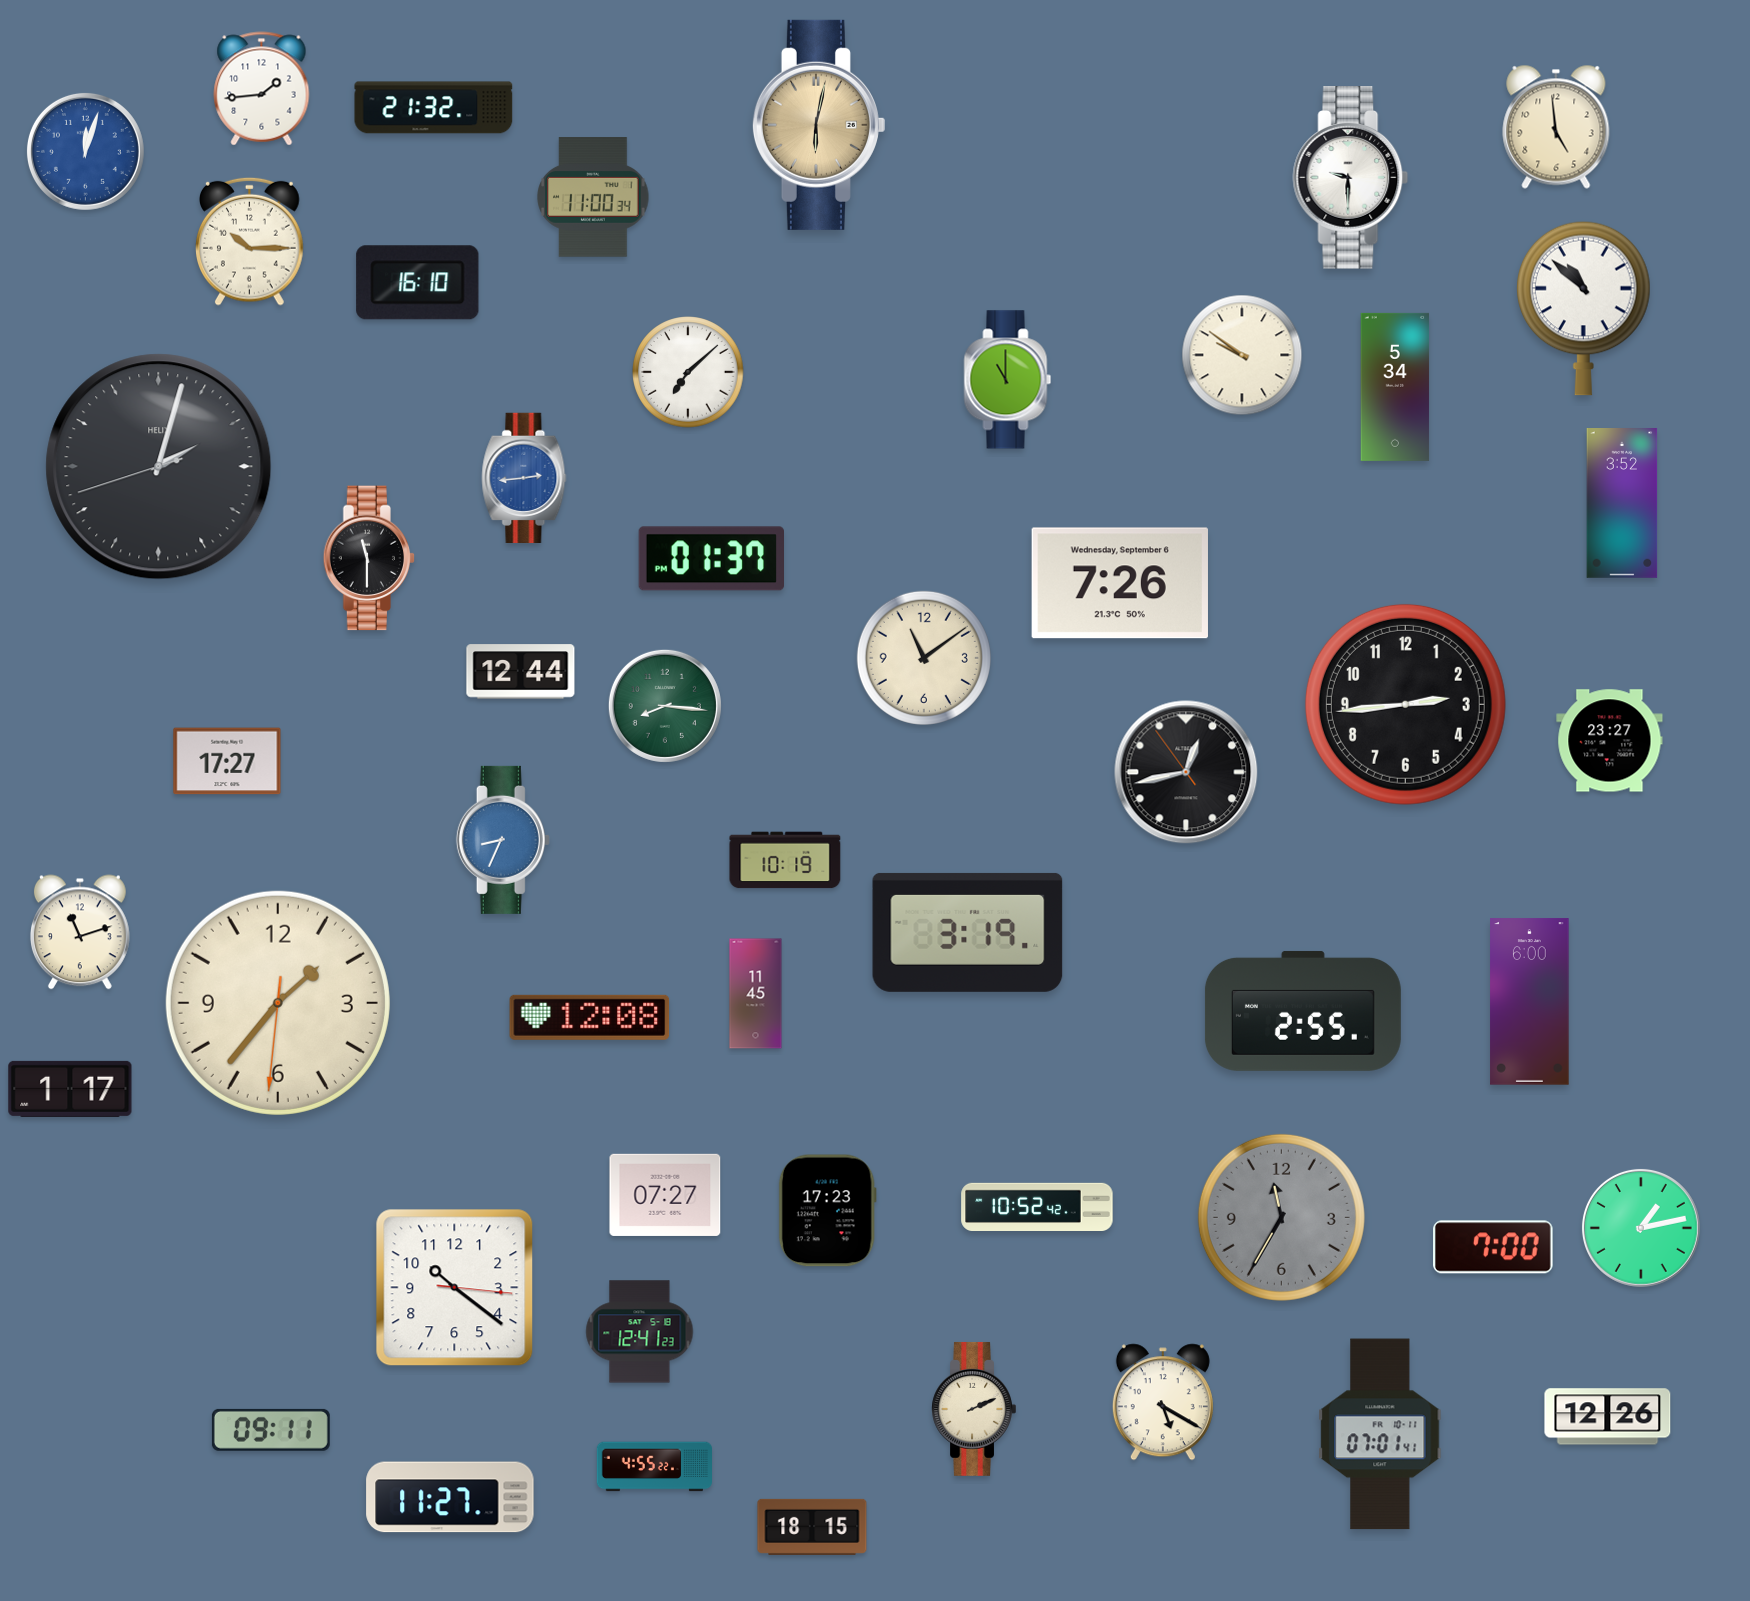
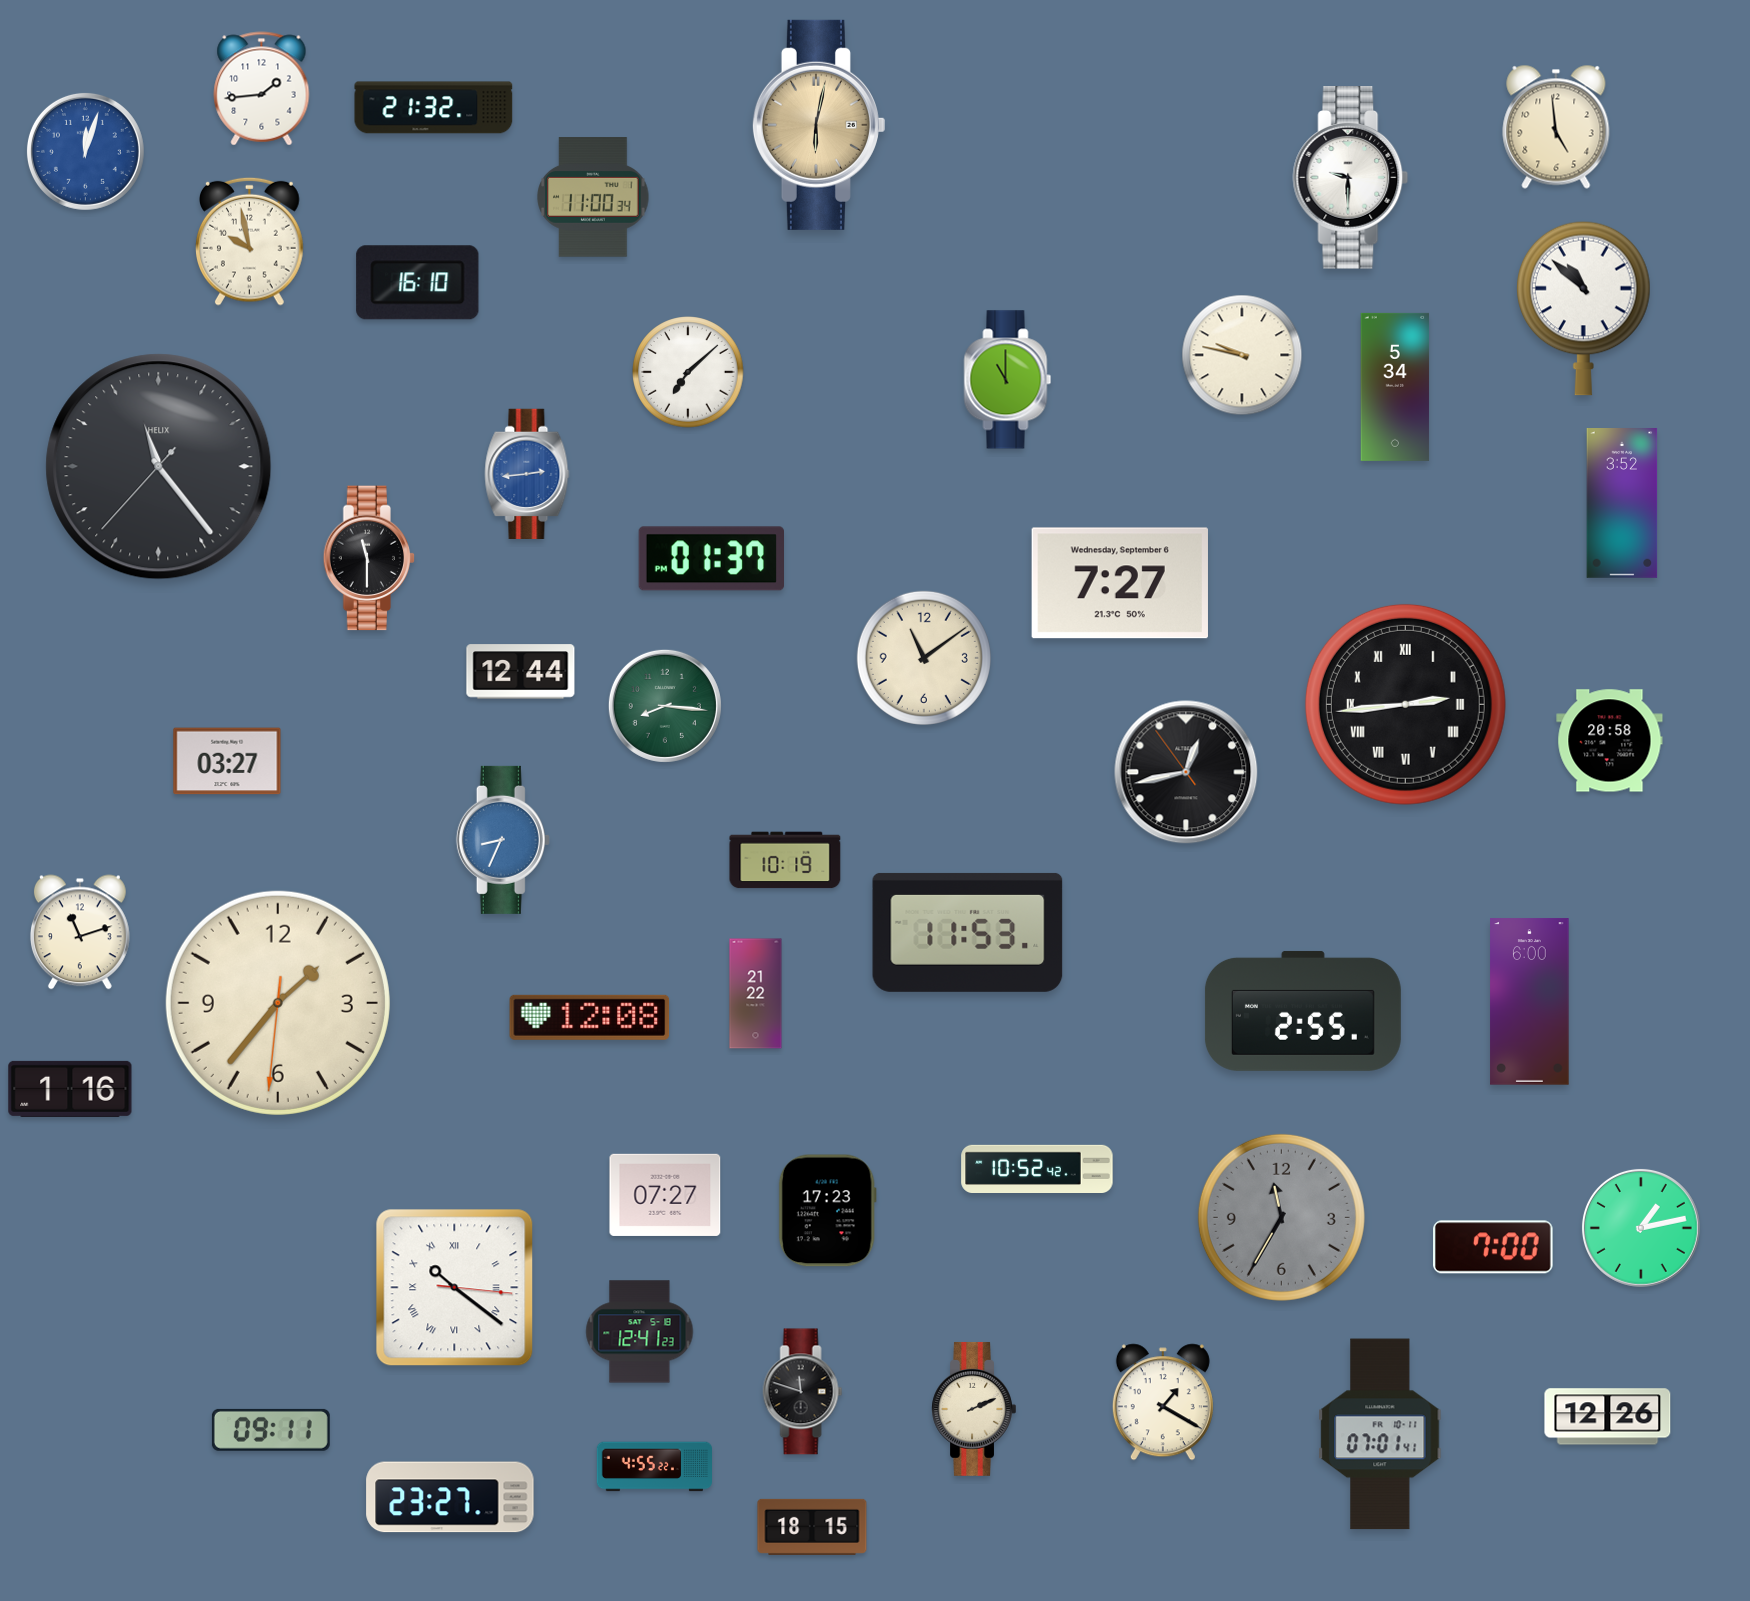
clock at (250, 241): 10:15 -> 9:58
clock at (1242, 355): 9:51 -> 9:47
clock at (159, 467): 2:02 -> 11:23
clock at (524, 477) position: (524, 477) -> (527, 473)
clock at (1120, 583): 7:26 -> 7:27
clock at (1405, 704) numerals: Arabic -> Roman
clock at (1610, 741): 23:27 -> 20:58
clock at (227, 761): 17:27 -> 03:27
clock at (968, 932): 3:19 -> 11:53
clock at (756, 994): 11:45 -> 21:22
clock at (70, 1089): 1:17 -> 1:16
clock at (1037, 1206) position: (1037, 1206) -> (1037, 1168)
clock at (455, 1288) numerals: Arabic -> Roman
clock at (803, 1392): none -> 11:48
clock at (1163, 1402): 5:20 -> 1:20
clock at (450, 1497): 11:27 -> 23:27
